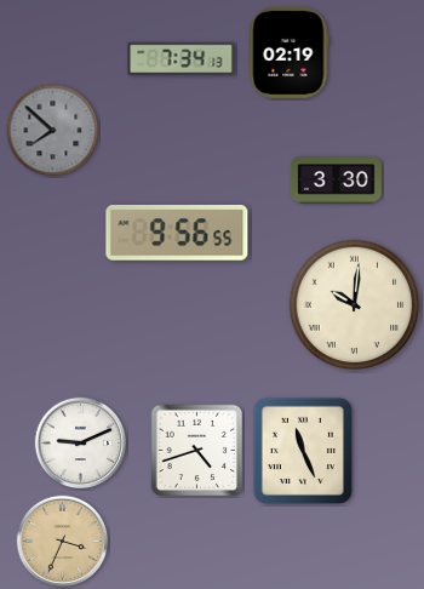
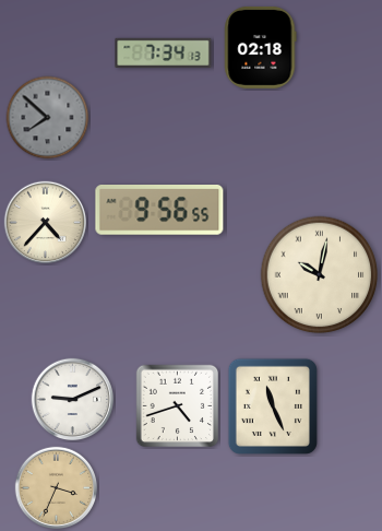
clock at (290, 52): 02:19 -> 02:18
clock at (336, 181): 3:30 -> none
clock at (46, 223): none -> 4:37
clock at (355, 305): 10:01 -> 10:02
